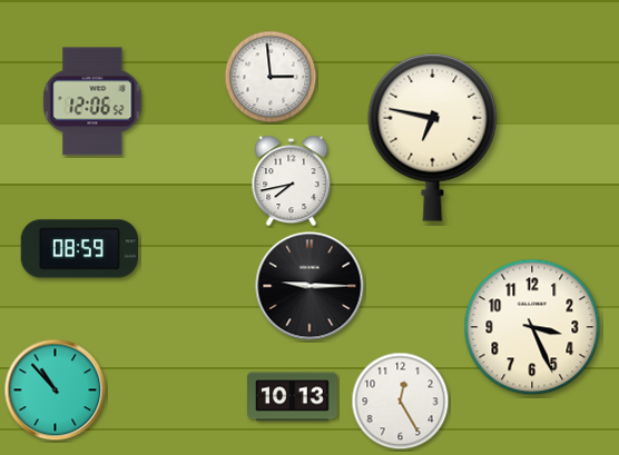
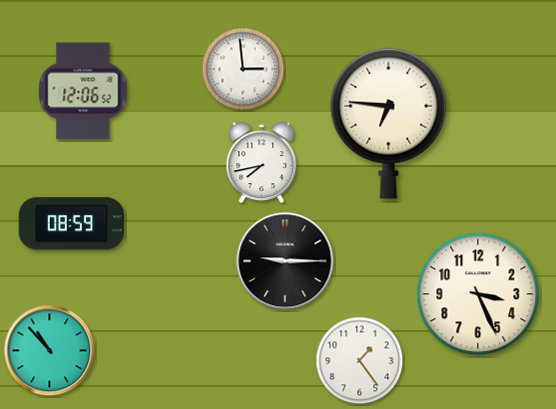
clock at (433, 137): 6:47 -> 6:46
clock at (309, 286) position: (309, 286) -> (285, 261)
clock at (293, 397): 10:13 -> none
clock at (401, 402): 12:25 -> 1:24
